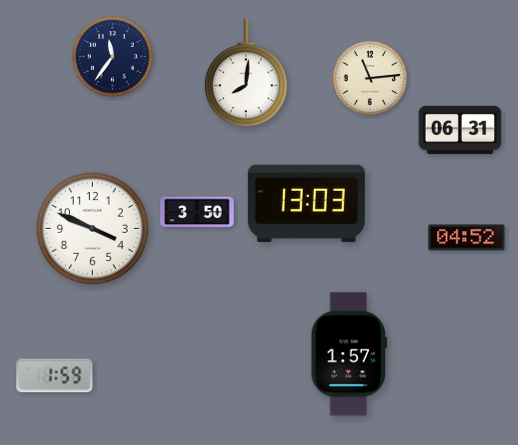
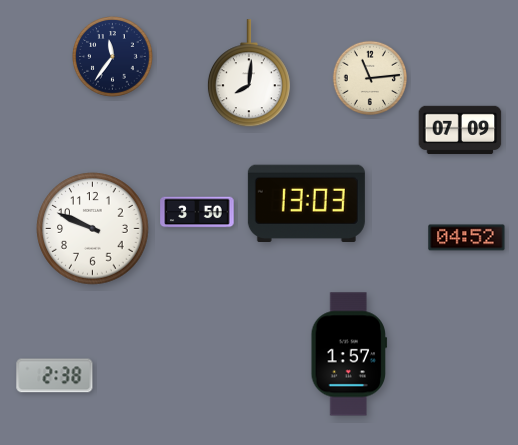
clock at (246, 74) position: (246, 74) -> (249, 74)
clock at (460, 130): 06:31 -> 07:09
clock at (93, 229): 3:49 -> 9:49
clock at (55, 376): 1:59 -> 2:38
